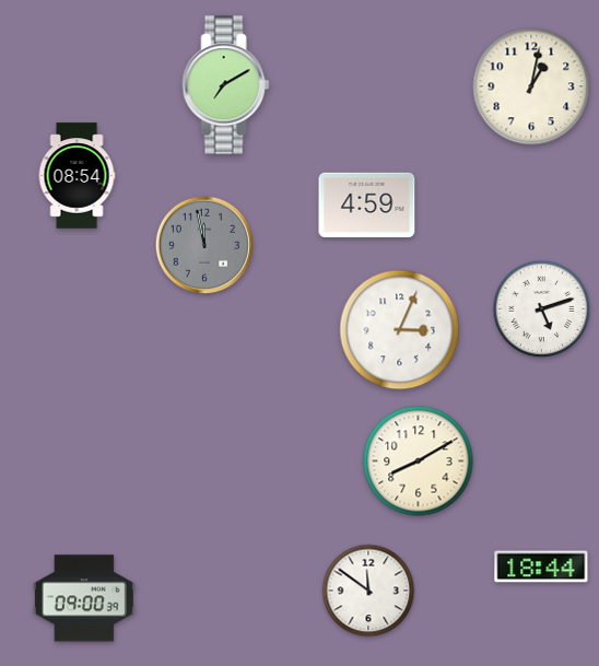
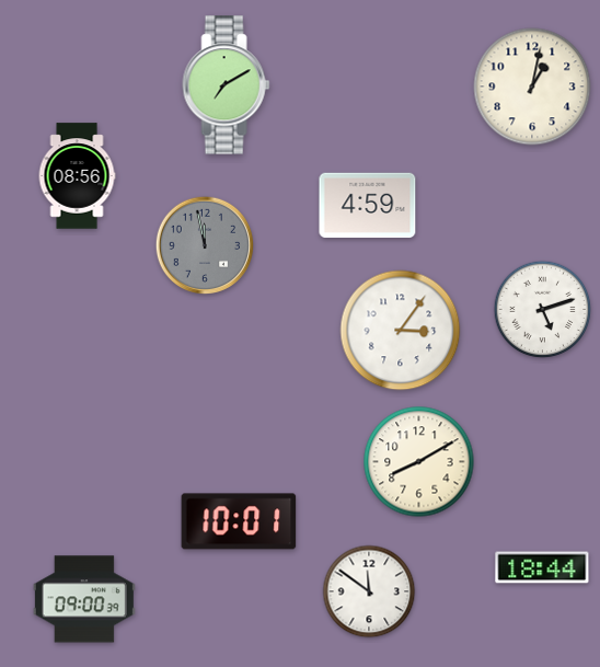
clock at (77, 176): 08:54 -> 08:56
clock at (400, 330): 3:04 -> 3:06
clock at (239, 521): none -> 10:01
